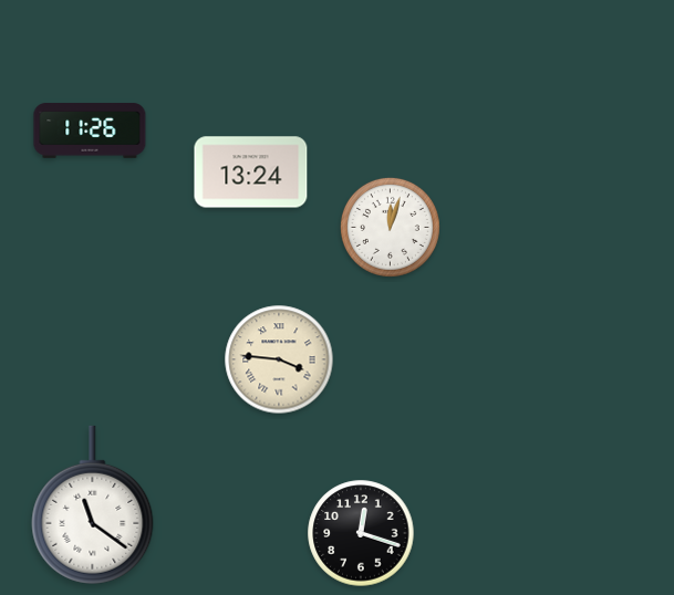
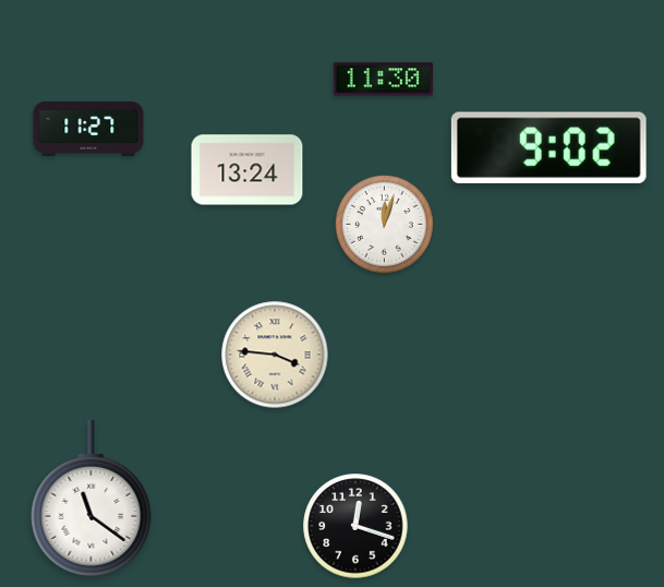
clock at (383, 80): none -> 11:30
clock at (90, 131): 11:26 -> 11:27
clock at (548, 147): none -> 9:02
